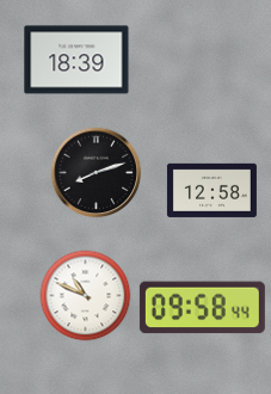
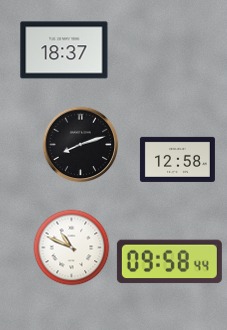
clock at (76, 60): 18:39 -> 18:37
clock at (202, 308) position: (202, 308) -> (169, 262)
